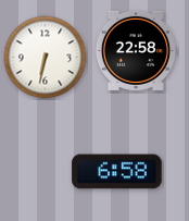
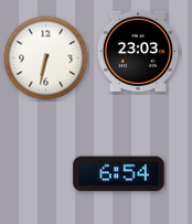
clock at (136, 50): 22:58 -> 23:03
clock at (117, 172): 6:58 -> 6:54
